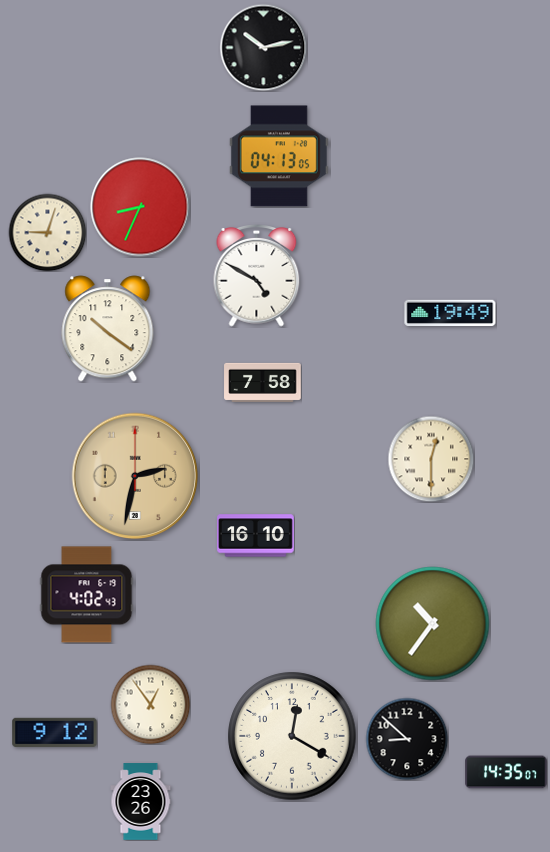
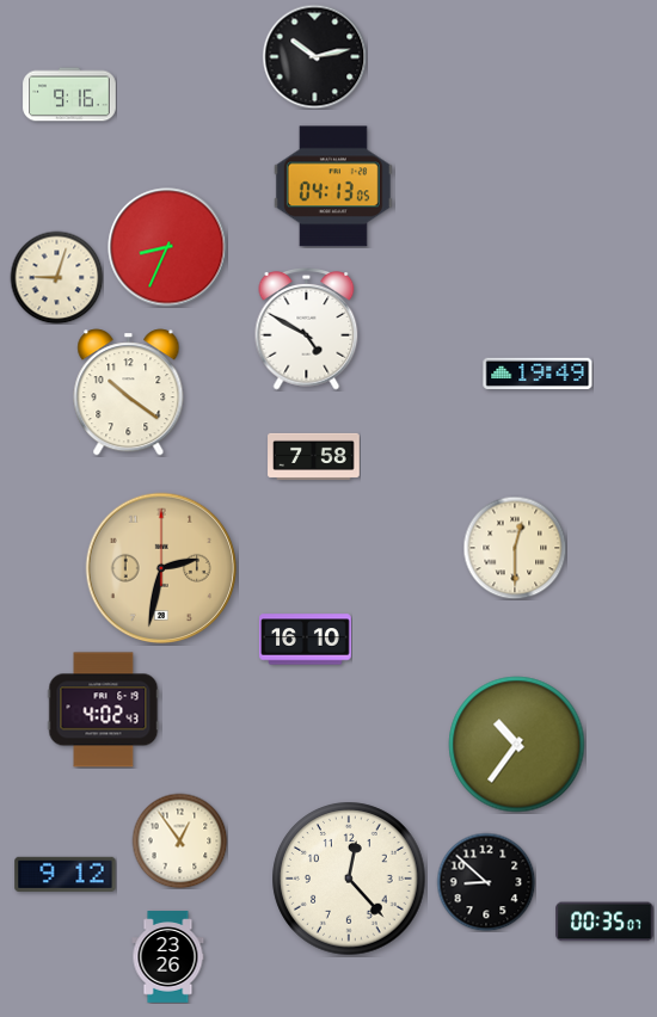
clock at (69, 94): none -> 9:16
clock at (292, 736): 12:20 -> 12:23
clock at (506, 772): 14:35 -> 00:35
